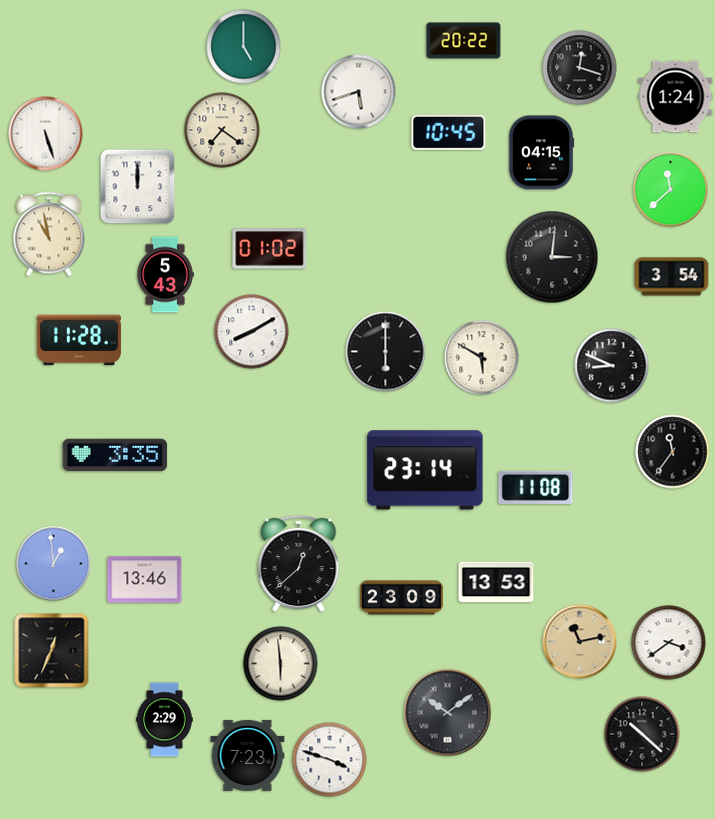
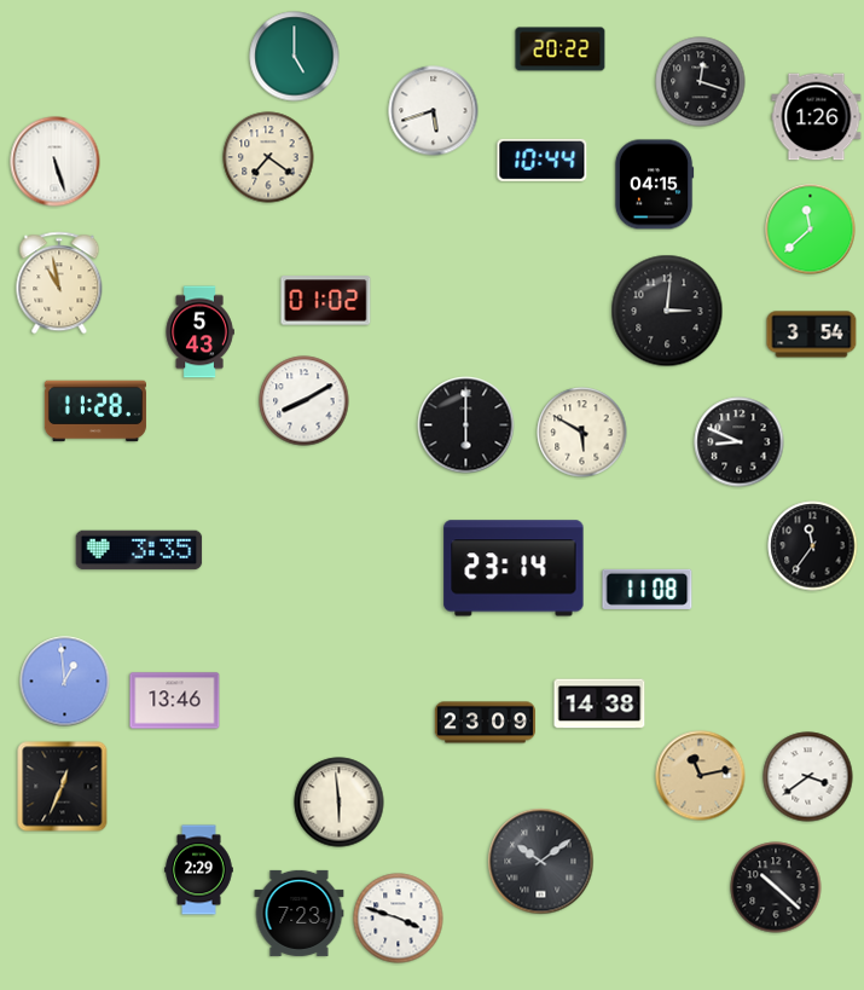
clock at (676, 97): 1:24 -> 1:26
clock at (449, 132): 10:45 -> 10:44
clock at (138, 187): 12:00 -> none
clock at (299, 564): 12:38 -> none
clock at (496, 582): 13:53 -> 14:38
